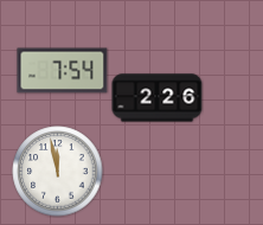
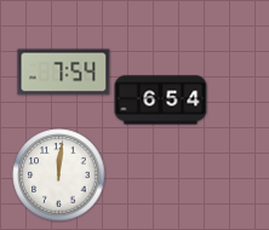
clock at (158, 98): 2:26 -> 6:54
clock at (58, 172): 11:58 -> 12:01
